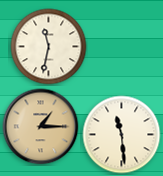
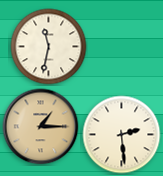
clock at (122, 135): 11:29 -> 2:29
